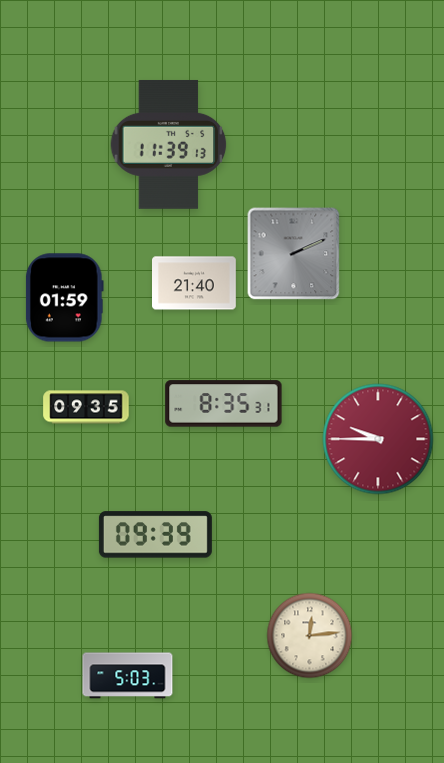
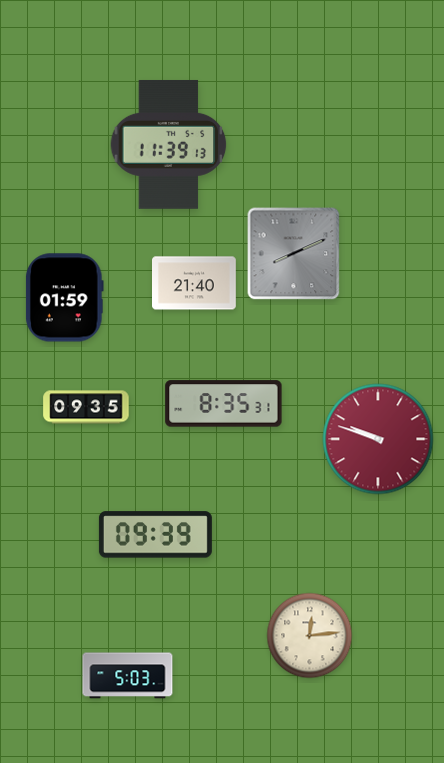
clock at (294, 254): 2:11 -> 8:11
clock at (378, 439): 9:45 -> 9:48
